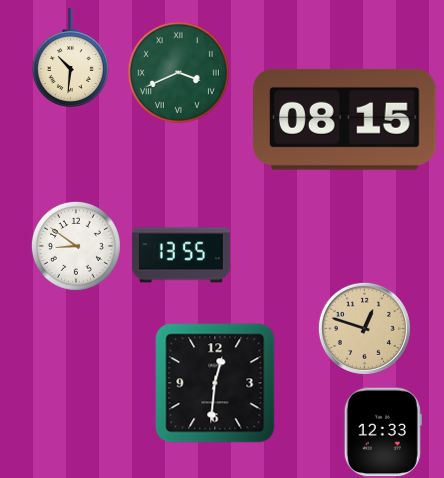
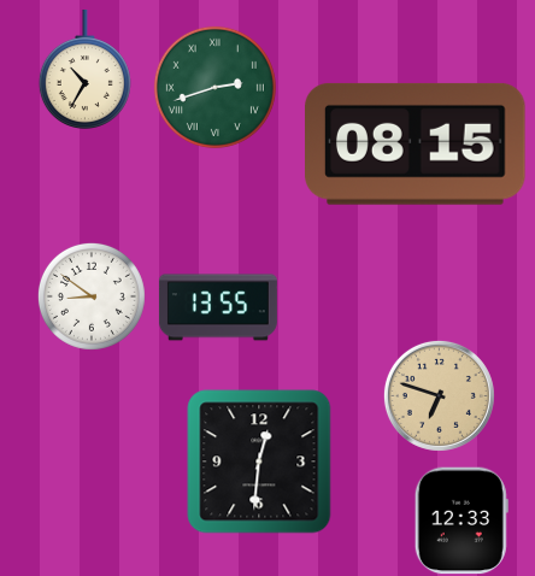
clock at (70, 57): 10:31 -> 10:35
clock at (178, 72): 3:41 -> 2:42
clock at (364, 328): 12:48 -> 6:48
